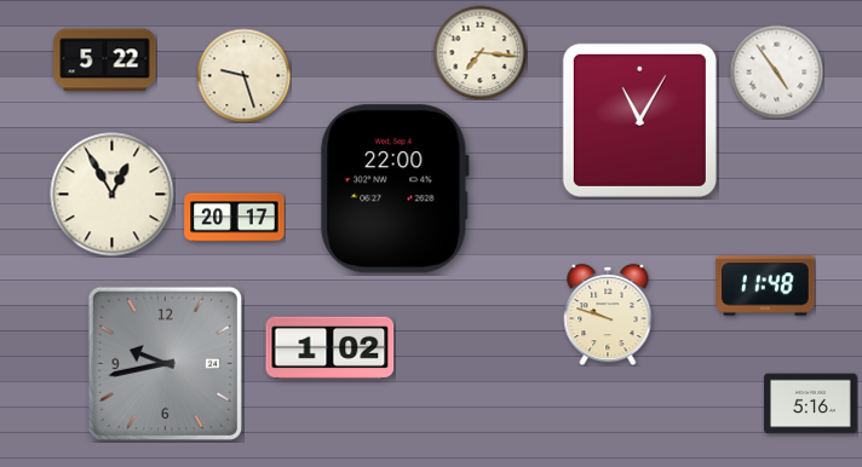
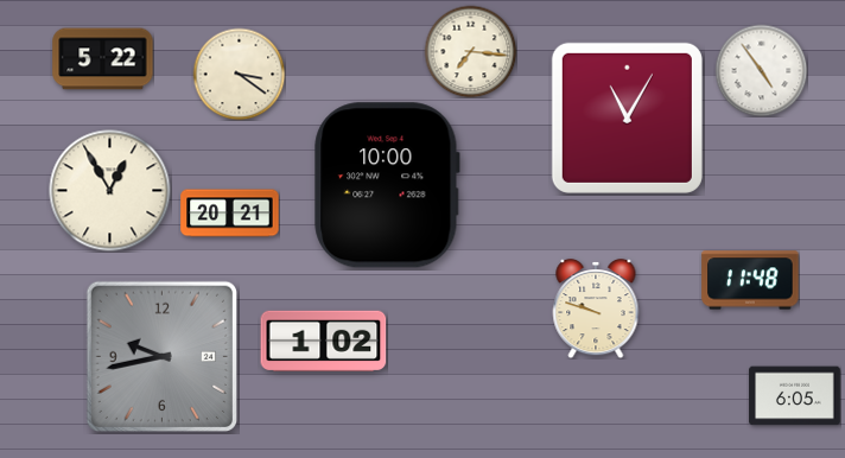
clock at (243, 75): 9:27 -> 3:21
clock at (395, 189): 22:00 -> 10:00
clock at (235, 218): 20:17 -> 20:21
clock at (811, 404): 5:16 -> 6:05
